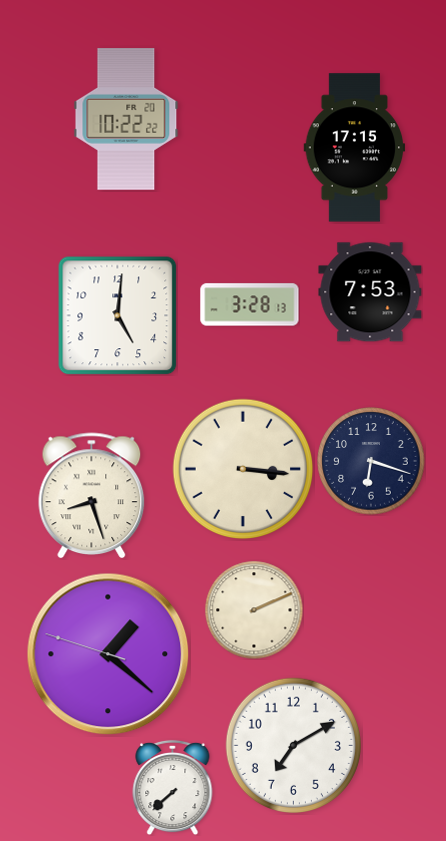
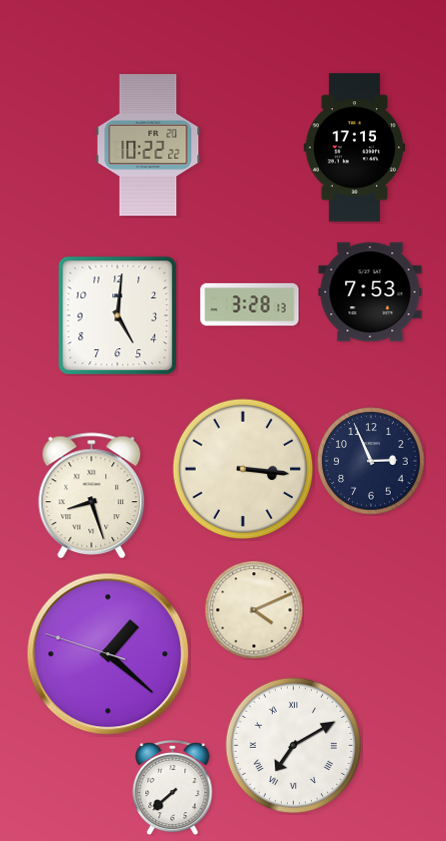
clock at (126, 119) position: (126, 119) -> (148, 145)
clock at (371, 461): 6:18 -> 2:56
clock at (254, 610): 2:11 -> 4:11
clock at (293, 745) numerals: Arabic -> Roman
